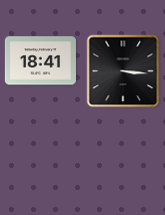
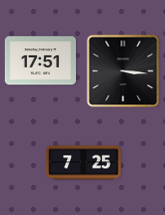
clock at (40, 61): 18:41 -> 17:51
clock at (84, 163): none -> 7:25
